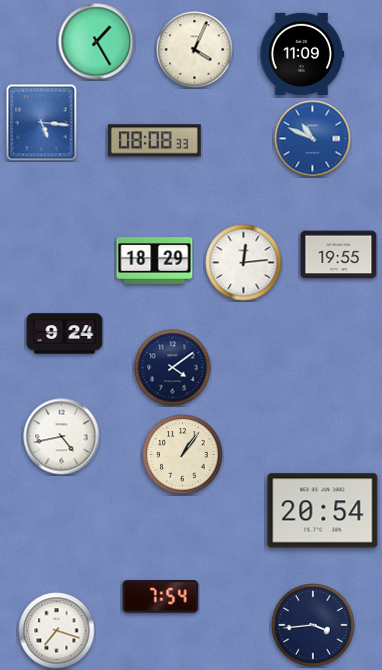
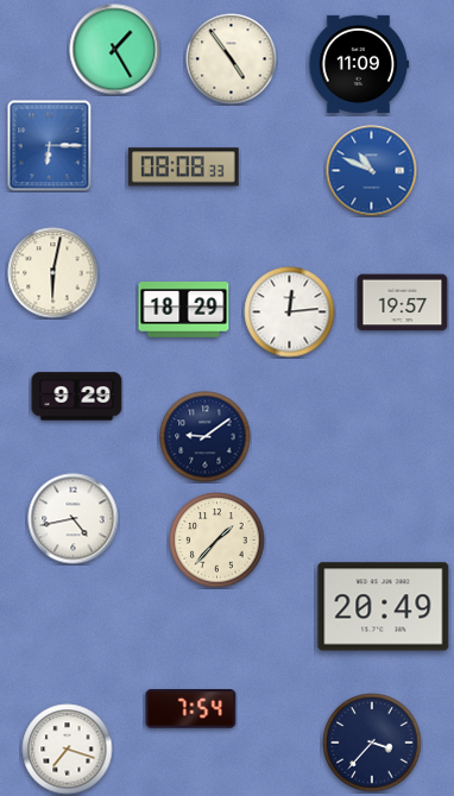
clock at (195, 50): 4:04 -> 4:54
clock at (42, 123): 5:16 -> 6:15
clock at (313, 139) position: (313, 139) -> (372, 171)
clock at (53, 273): none -> 6:02
clock at (339, 255): 19:55 -> 19:57
clock at (65, 334): 9:24 -> 9:29
clock at (173, 368): 4:09 -> 9:09
clock at (183, 455): 1:06 -> 1:37
clock at (323, 511): 20:54 -> 20:49
clock at (313, 625): 3:44 -> 3:37
